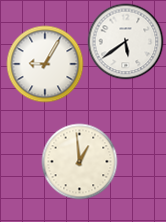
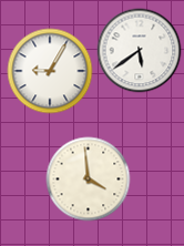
clock at (126, 42) position: (126, 42) -> (140, 51)
clock at (80, 162): 12:59 -> 3:59
